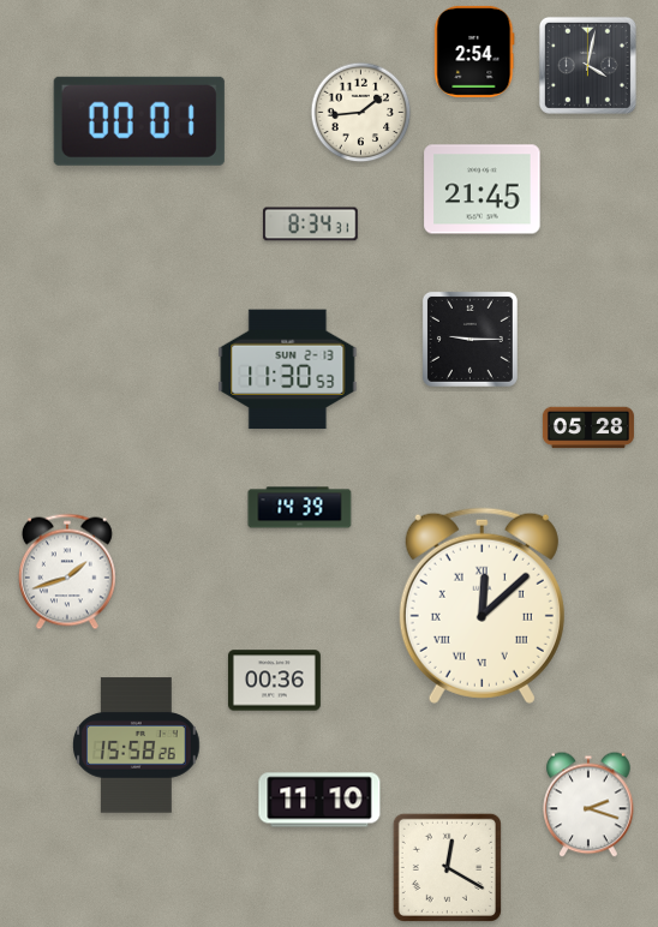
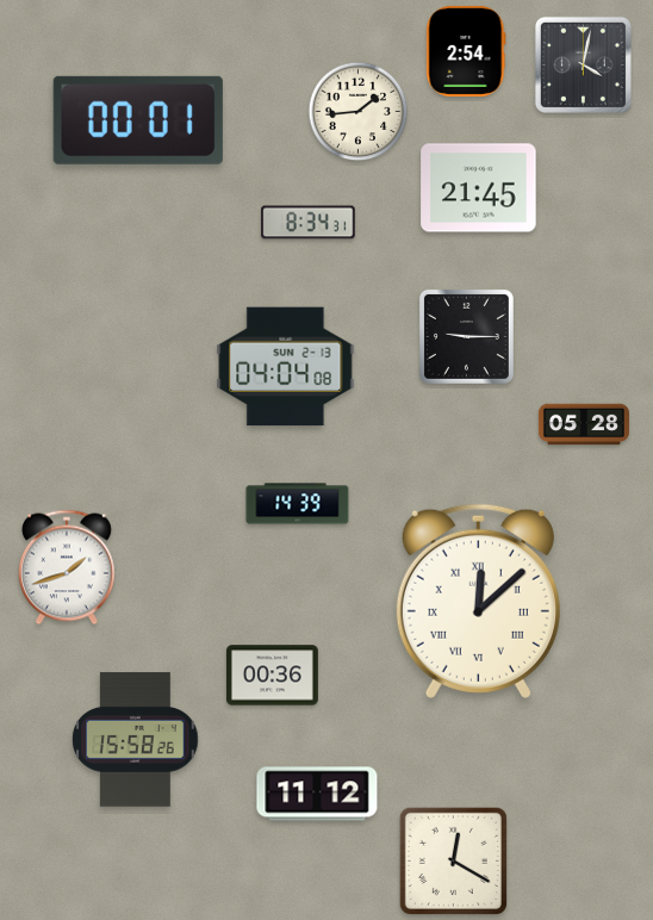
clock at (474, 52) position: (474, 52) -> (466, 51)
clock at (288, 370): 11:30 -> 04:04
clock at (319, 800): 11:10 -> 11:12
clock at (588, 805): 2:18 -> none
clock at (447, 867) position: (447, 867) -> (453, 860)
